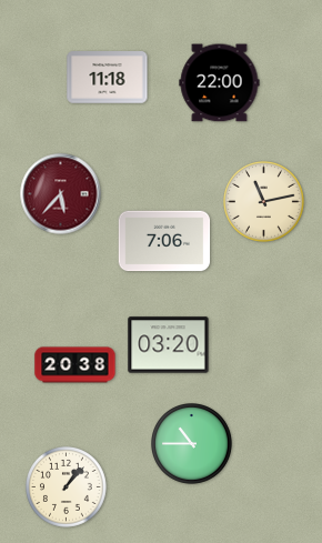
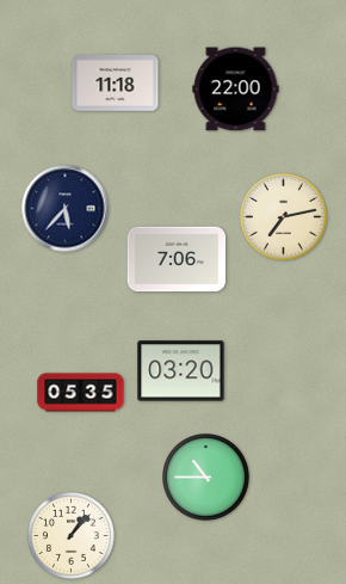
clock at (61, 194) dial: burgundy -> navy
clock at (264, 202): 11:13 -> 7:13
clock at (76, 365): 20:38 -> 05:35
clock at (67, 487) position: (67, 487) -> (72, 536)
